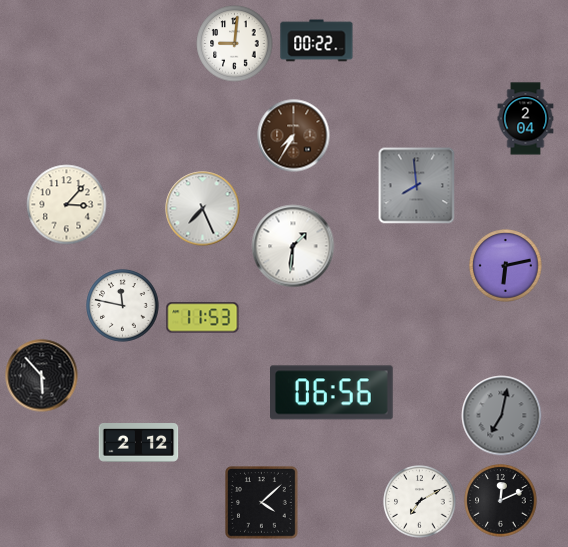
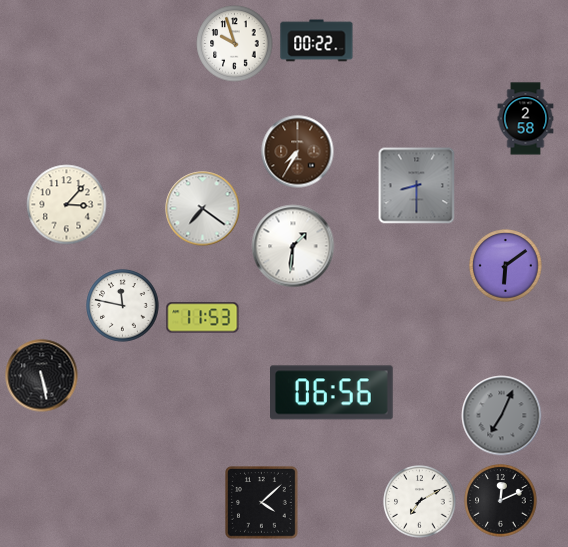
clock at (235, 44): 9:01 -> 9:57
clock at (526, 119): 2:04 -> 2:58
clock at (294, 136) position: (294, 136) -> (298, 152)
clock at (417, 186): 7:59 -> 8:30
clock at (203, 209): 7:26 -> 7:21
clock at (506, 266): 6:13 -> 6:09
clock at (42, 376): 5:53 -> 5:28
clock at (502, 416): 7:02 -> 7:04
clock at (139, 443): 2:12 -> none
